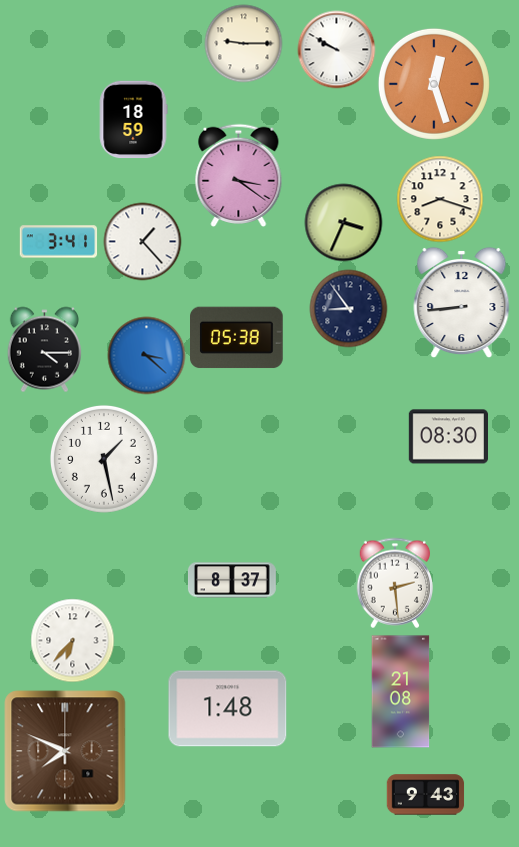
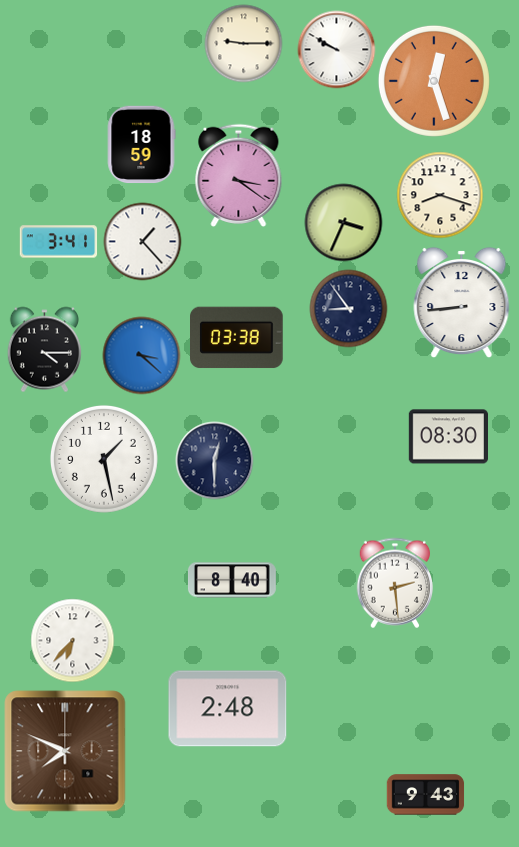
clock at (434, 84) position: (434, 84) -> (434, 81)
clock at (133, 119) position: (133, 119) -> (141, 144)
clock at (440, 199) position: (440, 199) -> (440, 195)
clock at (237, 338): 05:38 -> 03:38
clock at (146, 355) position: (146, 355) -> (141, 355)
clock at (214, 460): none -> 12:30
clock at (232, 580): 8:37 -> 8:40
clock at (401, 692): 21:08 -> none
clock at (228, 709): 1:48 -> 2:48
